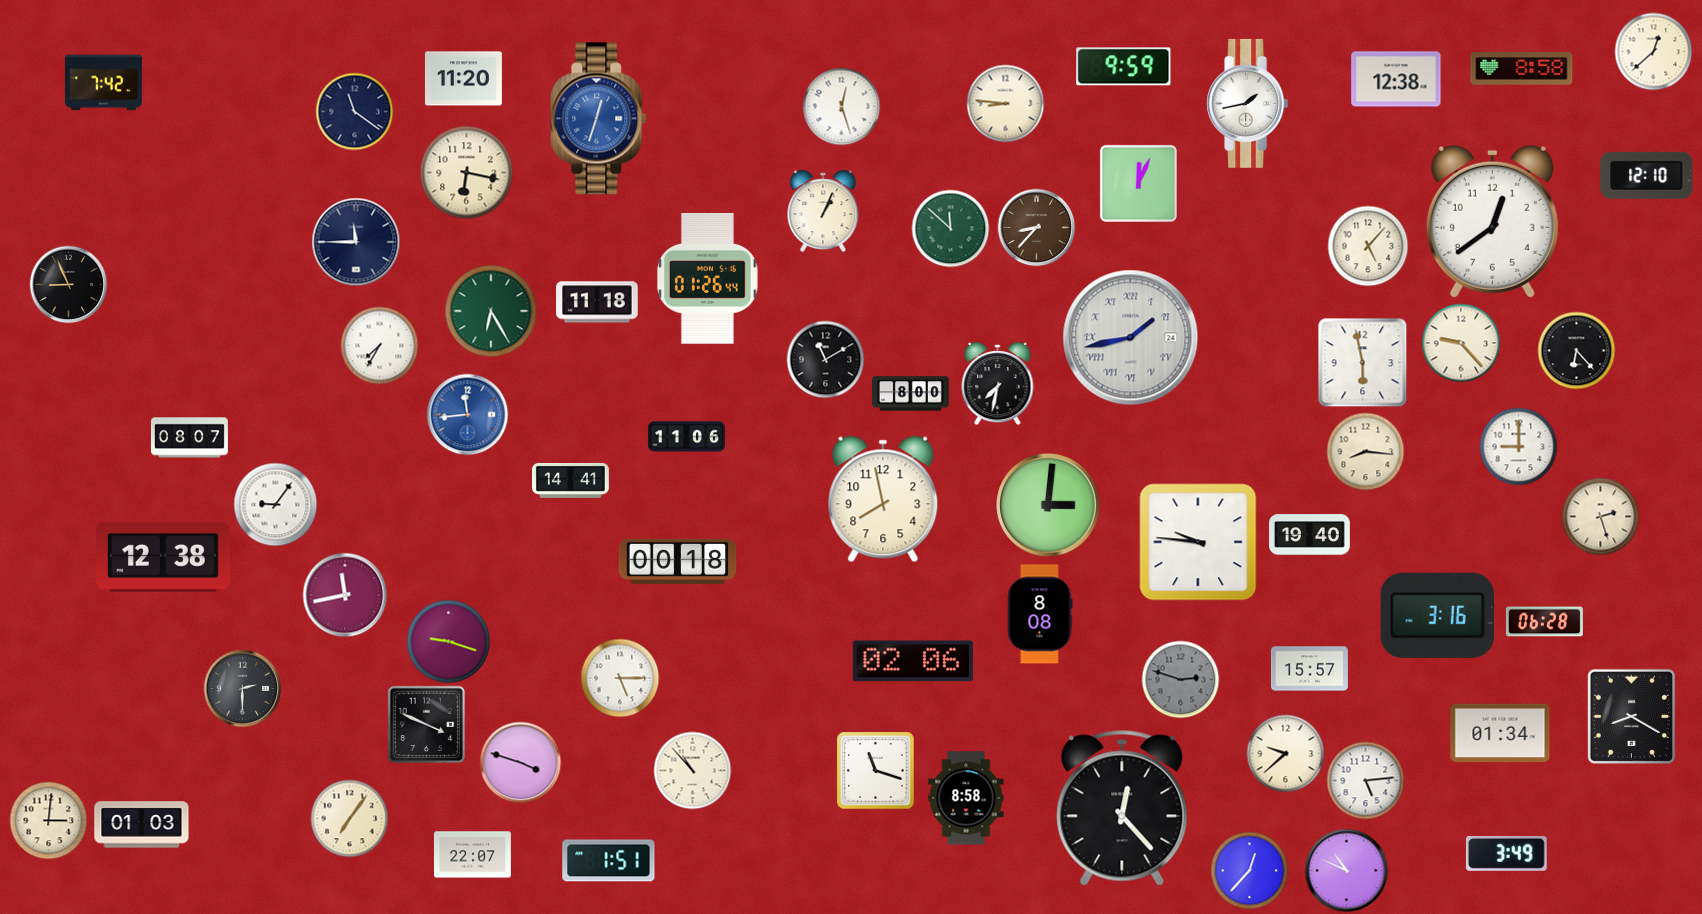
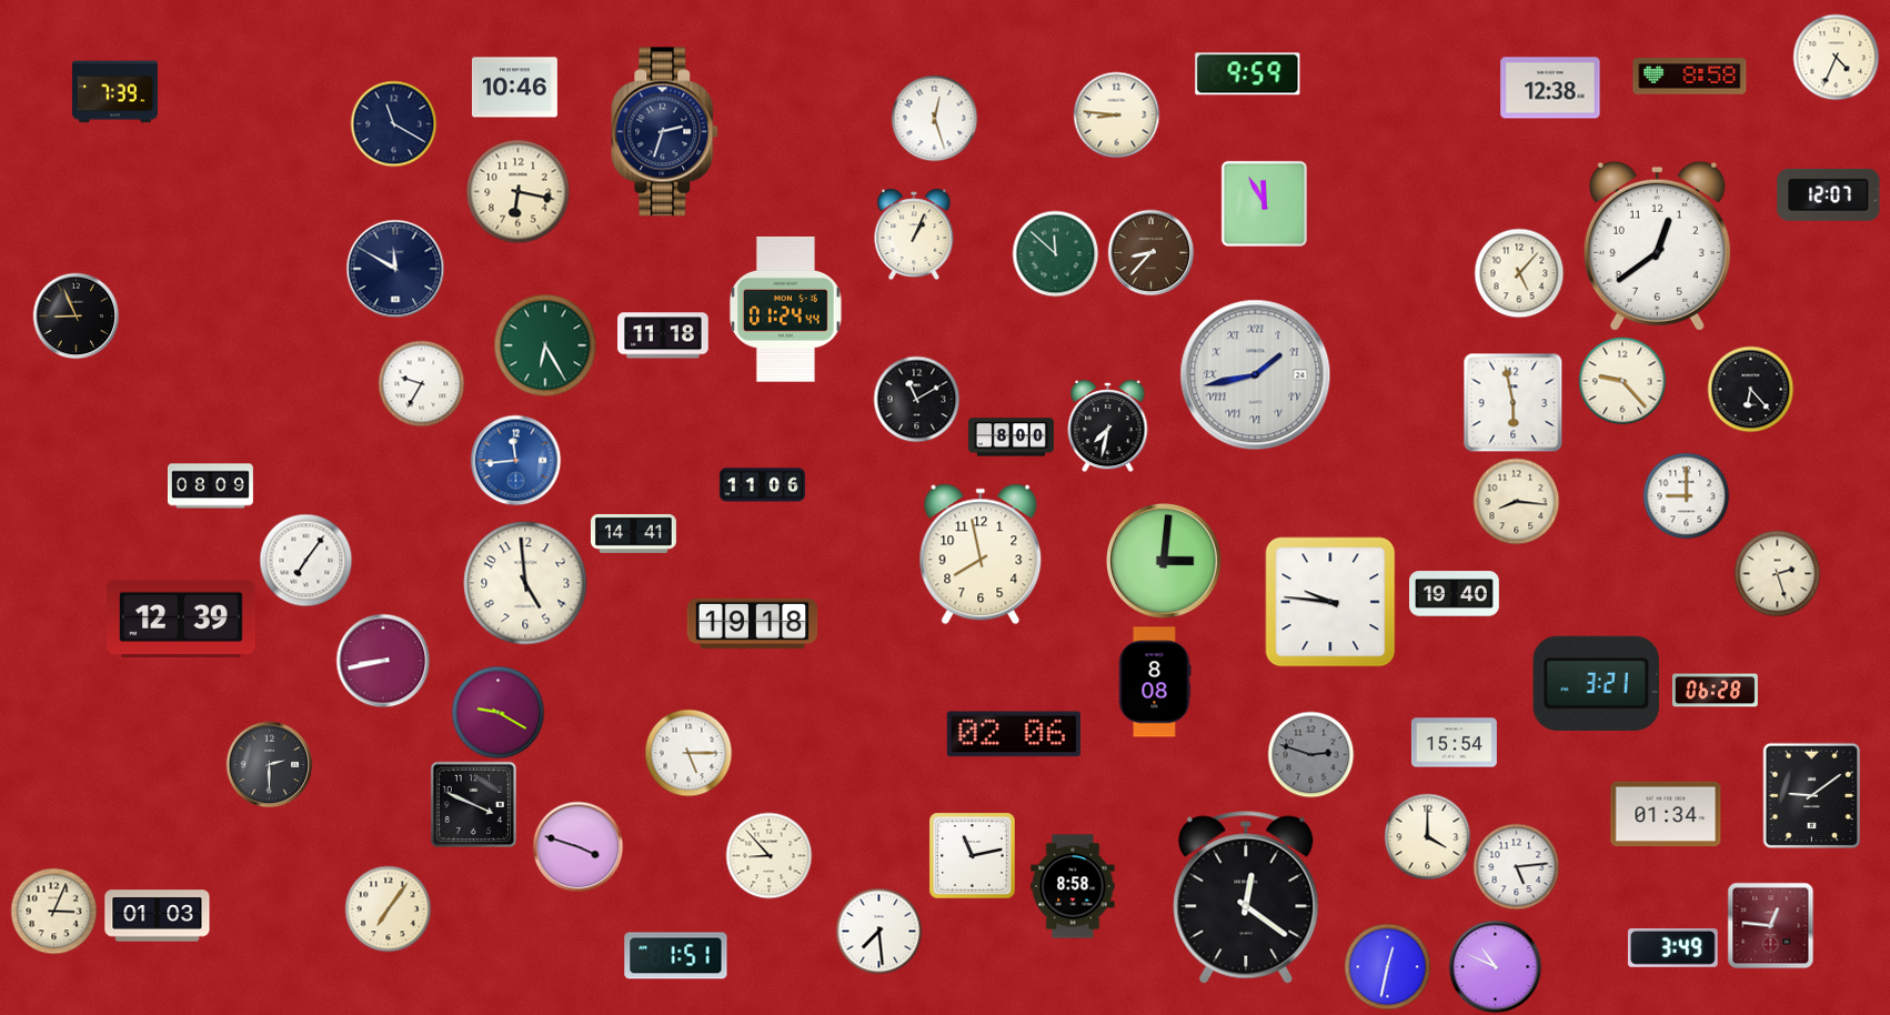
clock at (1653, 51): 12:38 -> 4:34
clock at (463, 79): 11:20 -> 10:46
clock at (103, 83): 7:42 -> 7:39
clock at (1248, 103): 1:43 -> none
clock at (354, 111): 11:21 -> 11:20
clock at (599, 119): 12:33 -> 2:33
clock at (599, 119) dial: blue -> navy
clock at (1647, 175): 12:10 -> 12:07
clock at (1138, 183): 12:04 -> 11:55
clock at (356, 242): 11:45 -> 11:50
clock at (708, 278): 01:26 -> 01:24
clock at (379, 345): 7:35 -> 9:35
clock at (467, 414) position: (467, 414) -> (515, 460)
clock at (189, 438): 08:07 -> 08:09
clock at (275, 504): 9:06 -> 7:06
clock at (525, 583): none -> 4:59
clock at (163, 557): 12:38 -> 12:39
clock at (678, 561): 00:18 -> 19:18
clock at (345, 595): 11:43 -> 8:43
clock at (1437, 615): 3:16 -> 3:21
clock at (448, 641): 9:18 -> 9:20
clock at (1309, 669): 15:57 -> 15:54
clock at (1632, 716): 8:20 -> 9:09
clock at (1285, 753): 9:38 -> 4:00
clock at (692, 770): 10:53 -> 8:53
clock at (875, 770): 11:18 -> 11:13
clock at (1122, 808): 12:23 -> 12:21
clock at (48, 820): 3:01 -> 3:04
clock at (1770, 925): none -> 12:46
clock at (878, 931): none -> 7:29
clock at (472, 855): 22:07 -> none
clock at (1249, 870): 12:37 -> 12:32
